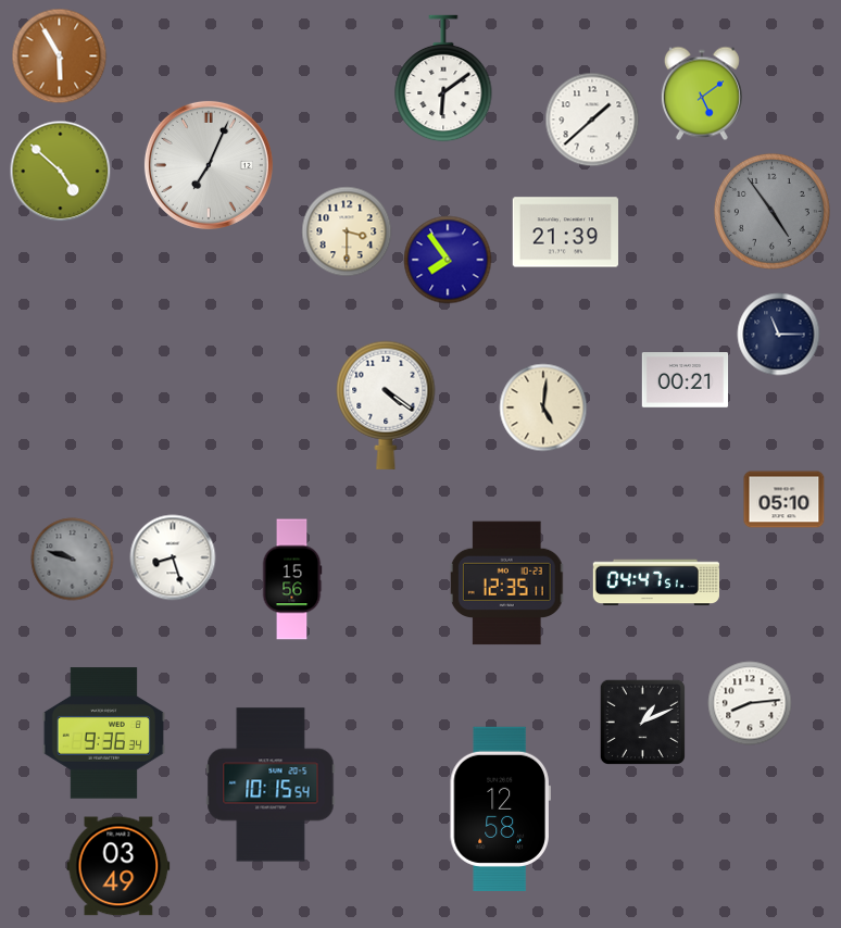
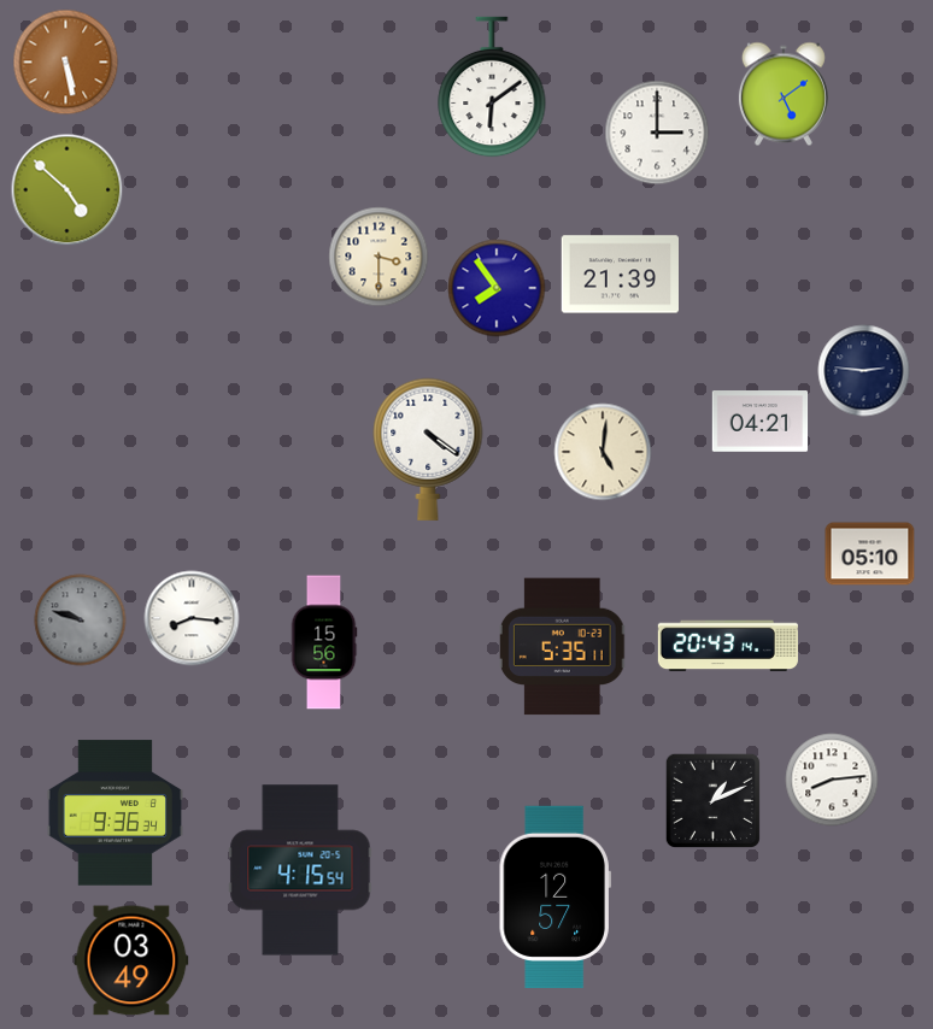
clock at (60, 57): 5:55 -> 5:28
clock at (702, 93) position: (702, 93) -> (784, 94)
clock at (592, 120): 1:38 -> 3:00
clock at (209, 165): 7:04 -> none
clock at (771, 211): 4:54 -> none
clock at (347, 231) position: (347, 231) -> (379, 257)
clock at (565, 233) position: (565, 233) -> (620, 275)
clock at (779, 335): 11:15 -> 2:46
clock at (686, 380): 00:21 -> 04:21
clock at (173, 557): 8:27 -> 8:16
clock at (656, 582): 04:47 -> 20:43
clock at (507, 584): 12:35 -> 5:35
clock at (271, 785): 10:15 -> 4:15
clock at (500, 808): 12:58 -> 12:57
